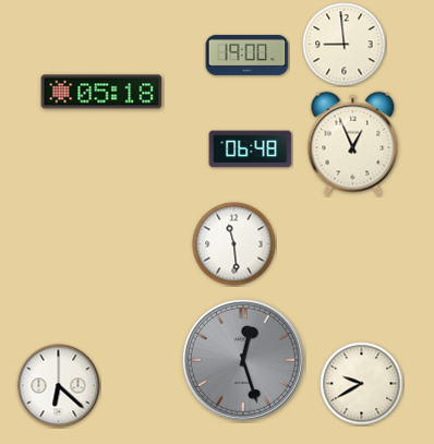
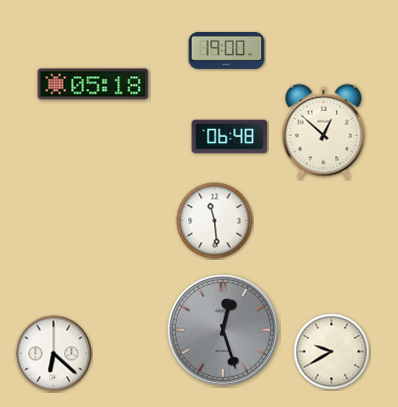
clock at (345, 45): 8:59 -> none
clock at (353, 144): 12:56 -> 12:52
clock at (234, 244) position: (234, 244) -> (215, 221)
